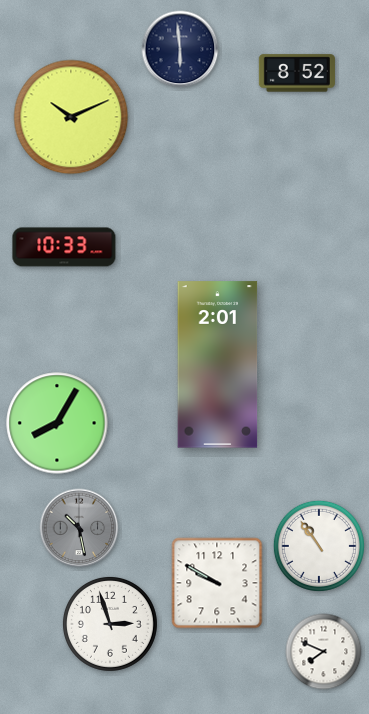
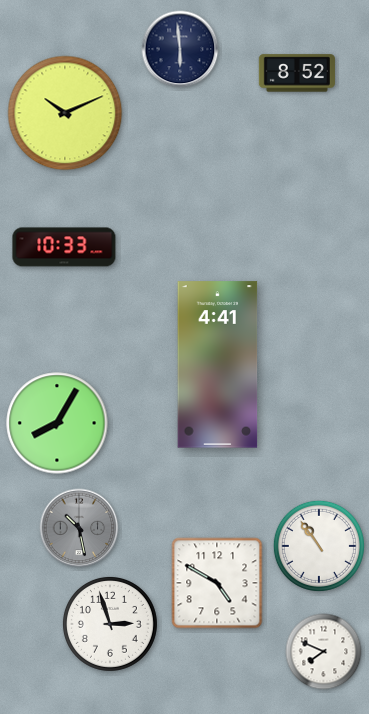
clock at (71, 117) position: (71, 117) -> (65, 113)
clock at (218, 365): 2:01 -> 4:41
clock at (217, 583): 9:50 -> 4:50
